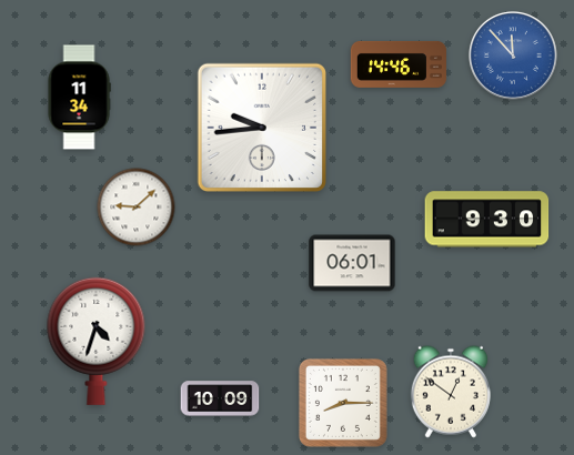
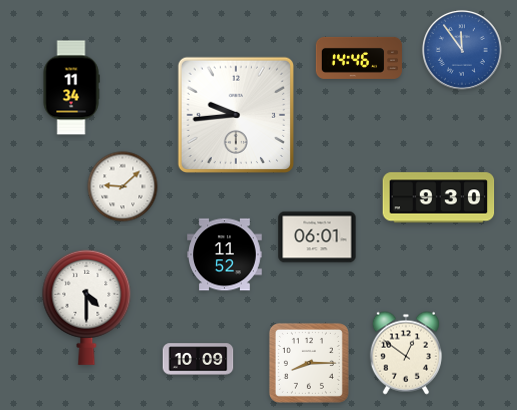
clock at (513, 55): 11:53 -> 11:54
clock at (225, 255): none -> 11:52
clock at (97, 341): 4:33 -> 4:30
